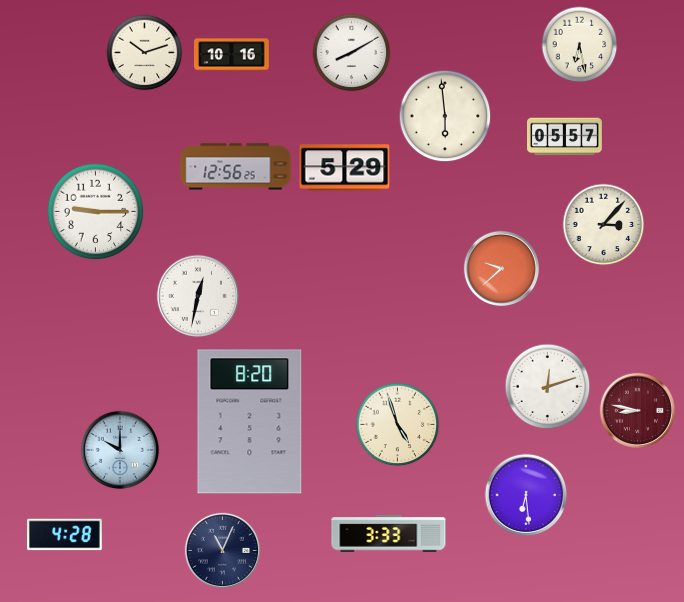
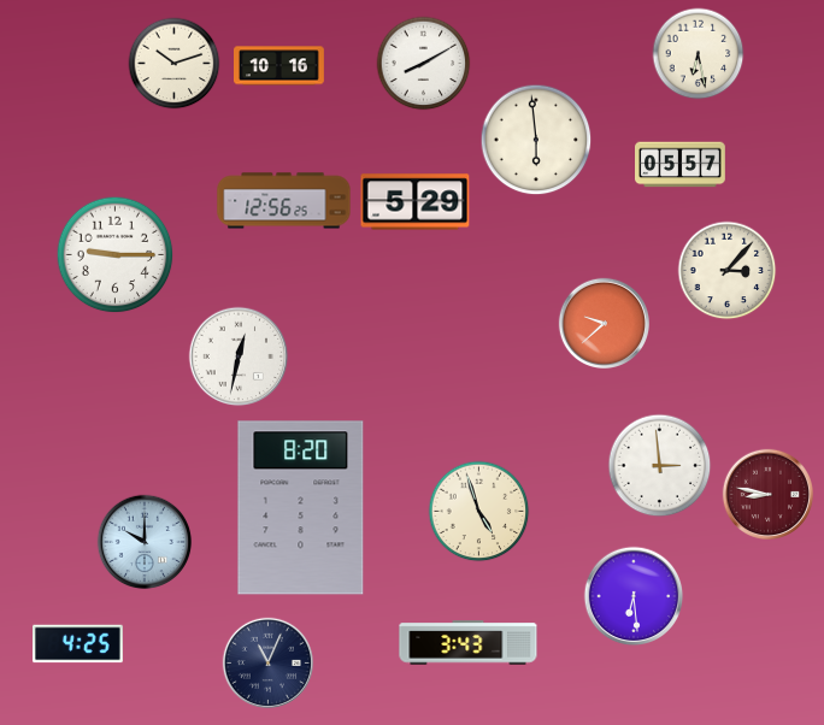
clock at (548, 387): 12:12 -> 2:59
clock at (389, 534): 3:33 -> 3:43
clock at (65, 535): 4:28 -> 4:25
